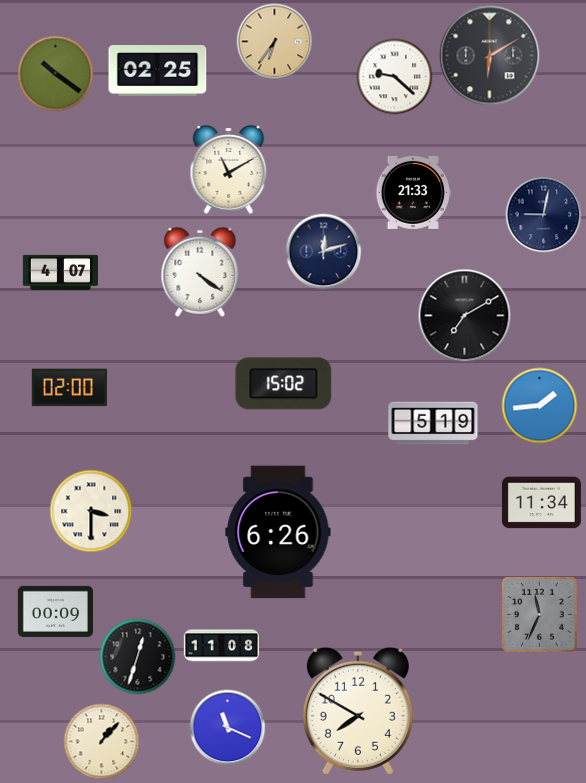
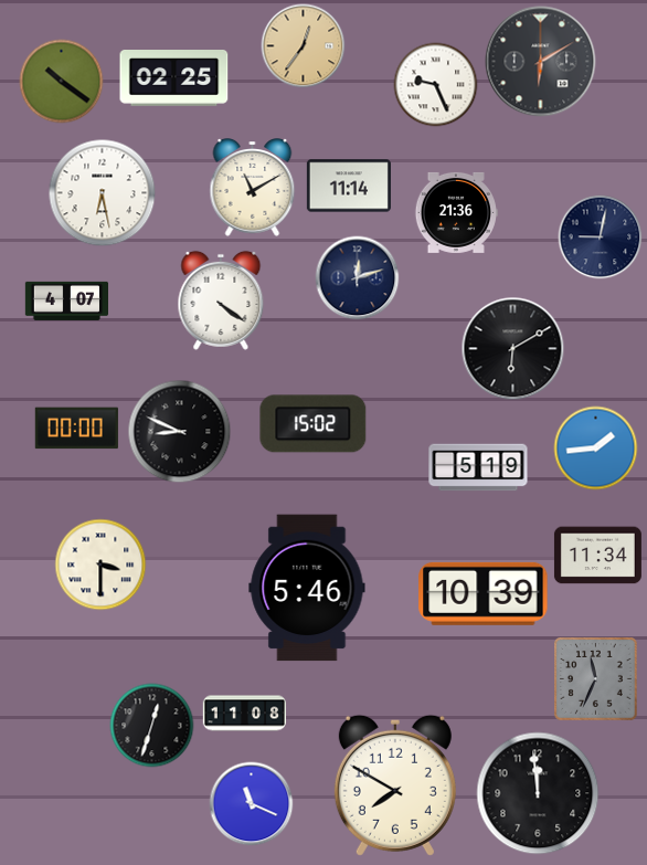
clock at (275, 42): 6:36 -> 12:36
clock at (395, 77): 9:22 -> 9:26
clock at (349, 186): none -> 11:14
clock at (103, 193): none -> 6:28
clock at (413, 192): 21:33 -> 21:36
clock at (465, 316): 7:10 -> 6:10
clock at (69, 388): 02:00 -> 00:00
clock at (180, 432): none -> 8:49
clock at (278, 532): 6:26 -> 5:46
clock at (484, 593): none -> 10:39
clock at (55, 611): 00:09 -> none
clock at (538, 793): none -> 11:59
clock at (102, 742): 1:07 -> none
